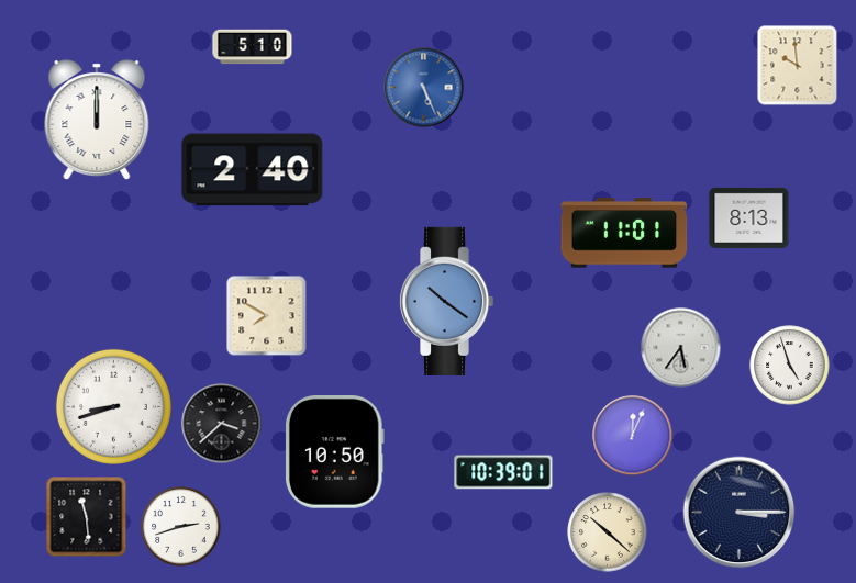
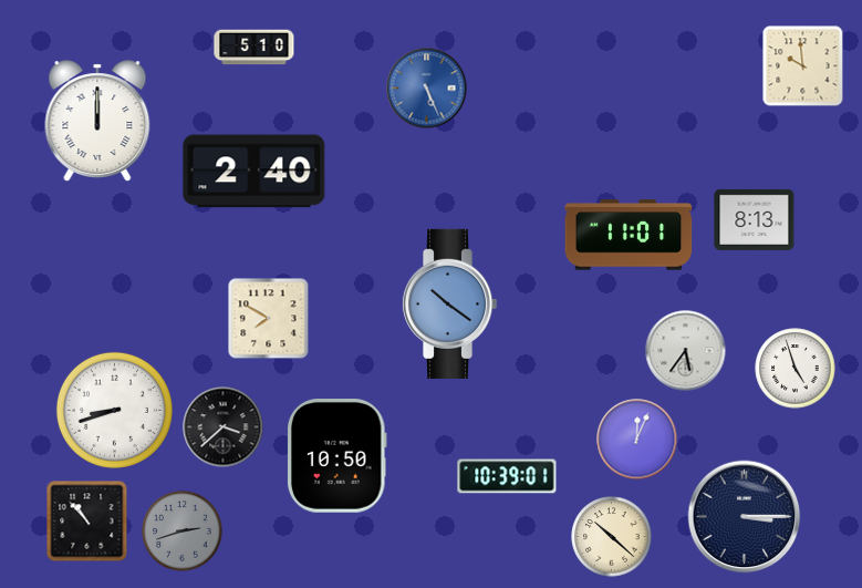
clock at (87, 517): 11:29 -> 10:53
clock at (181, 527) dial: white -> grey
